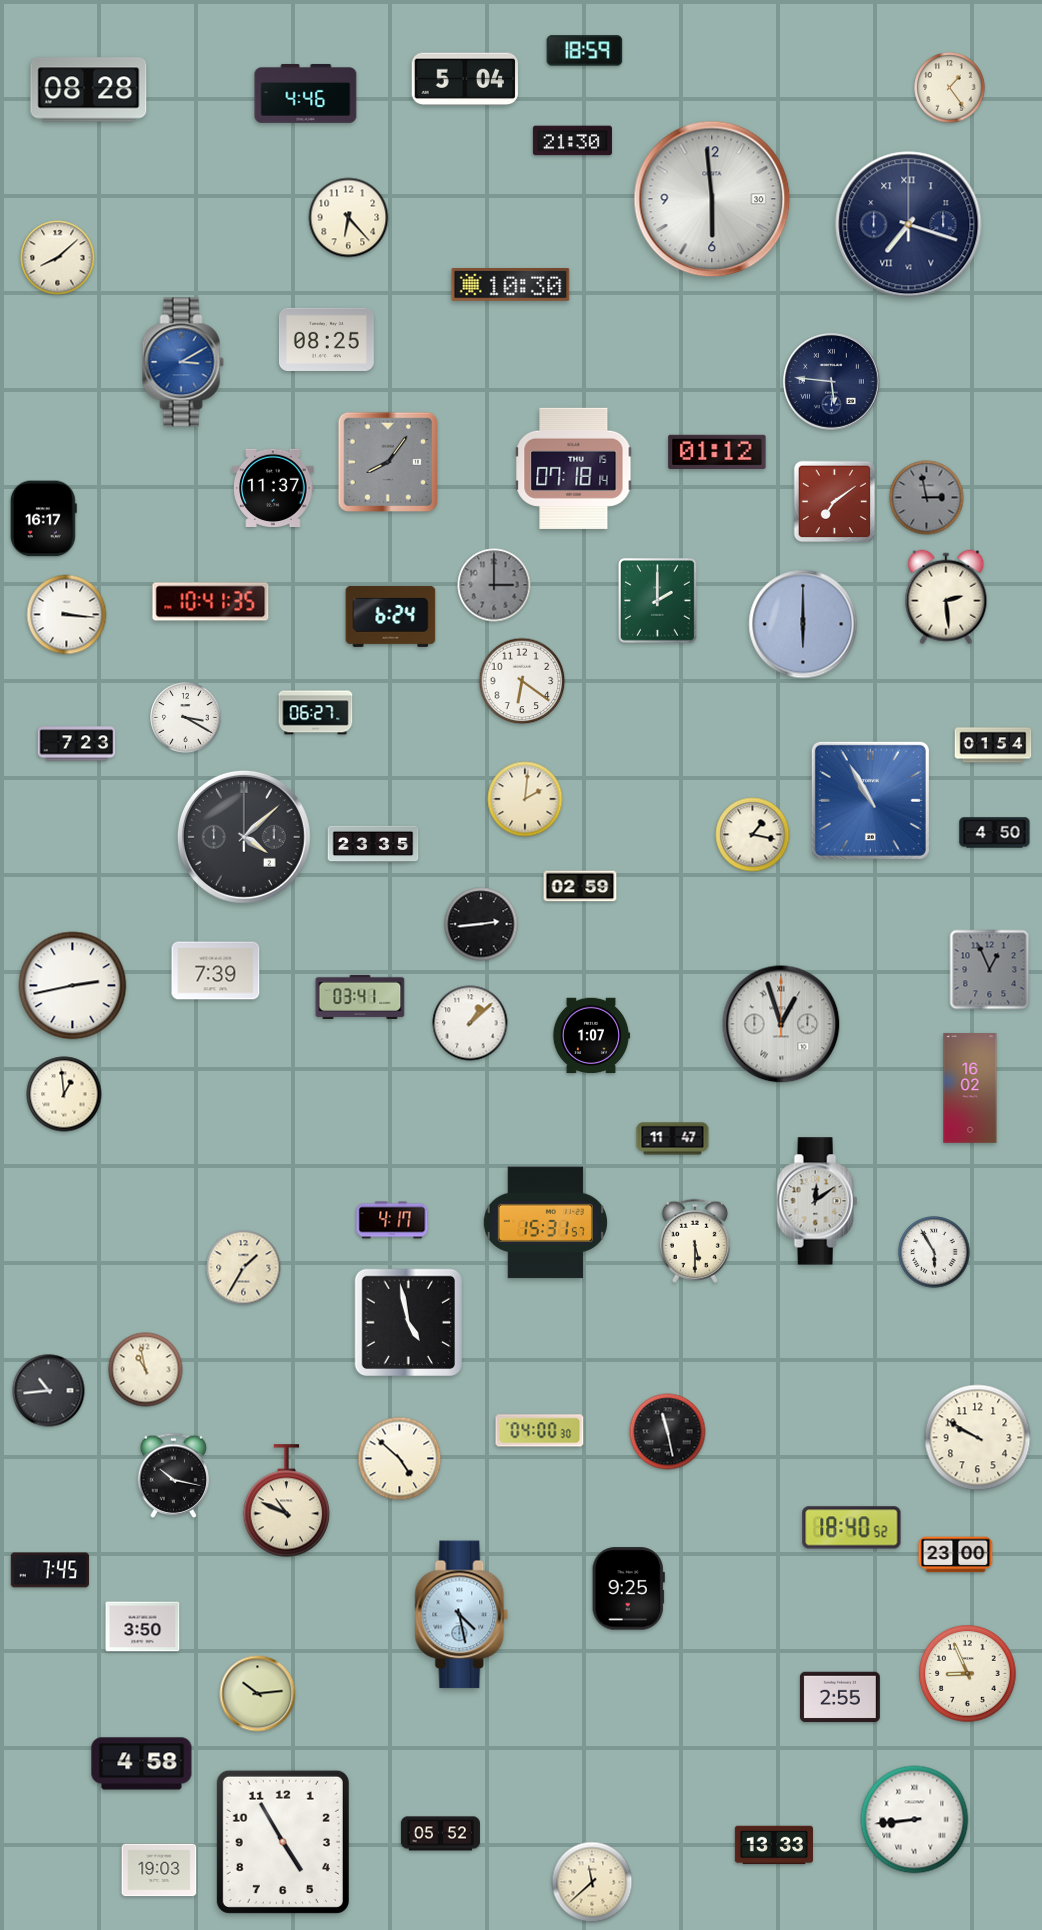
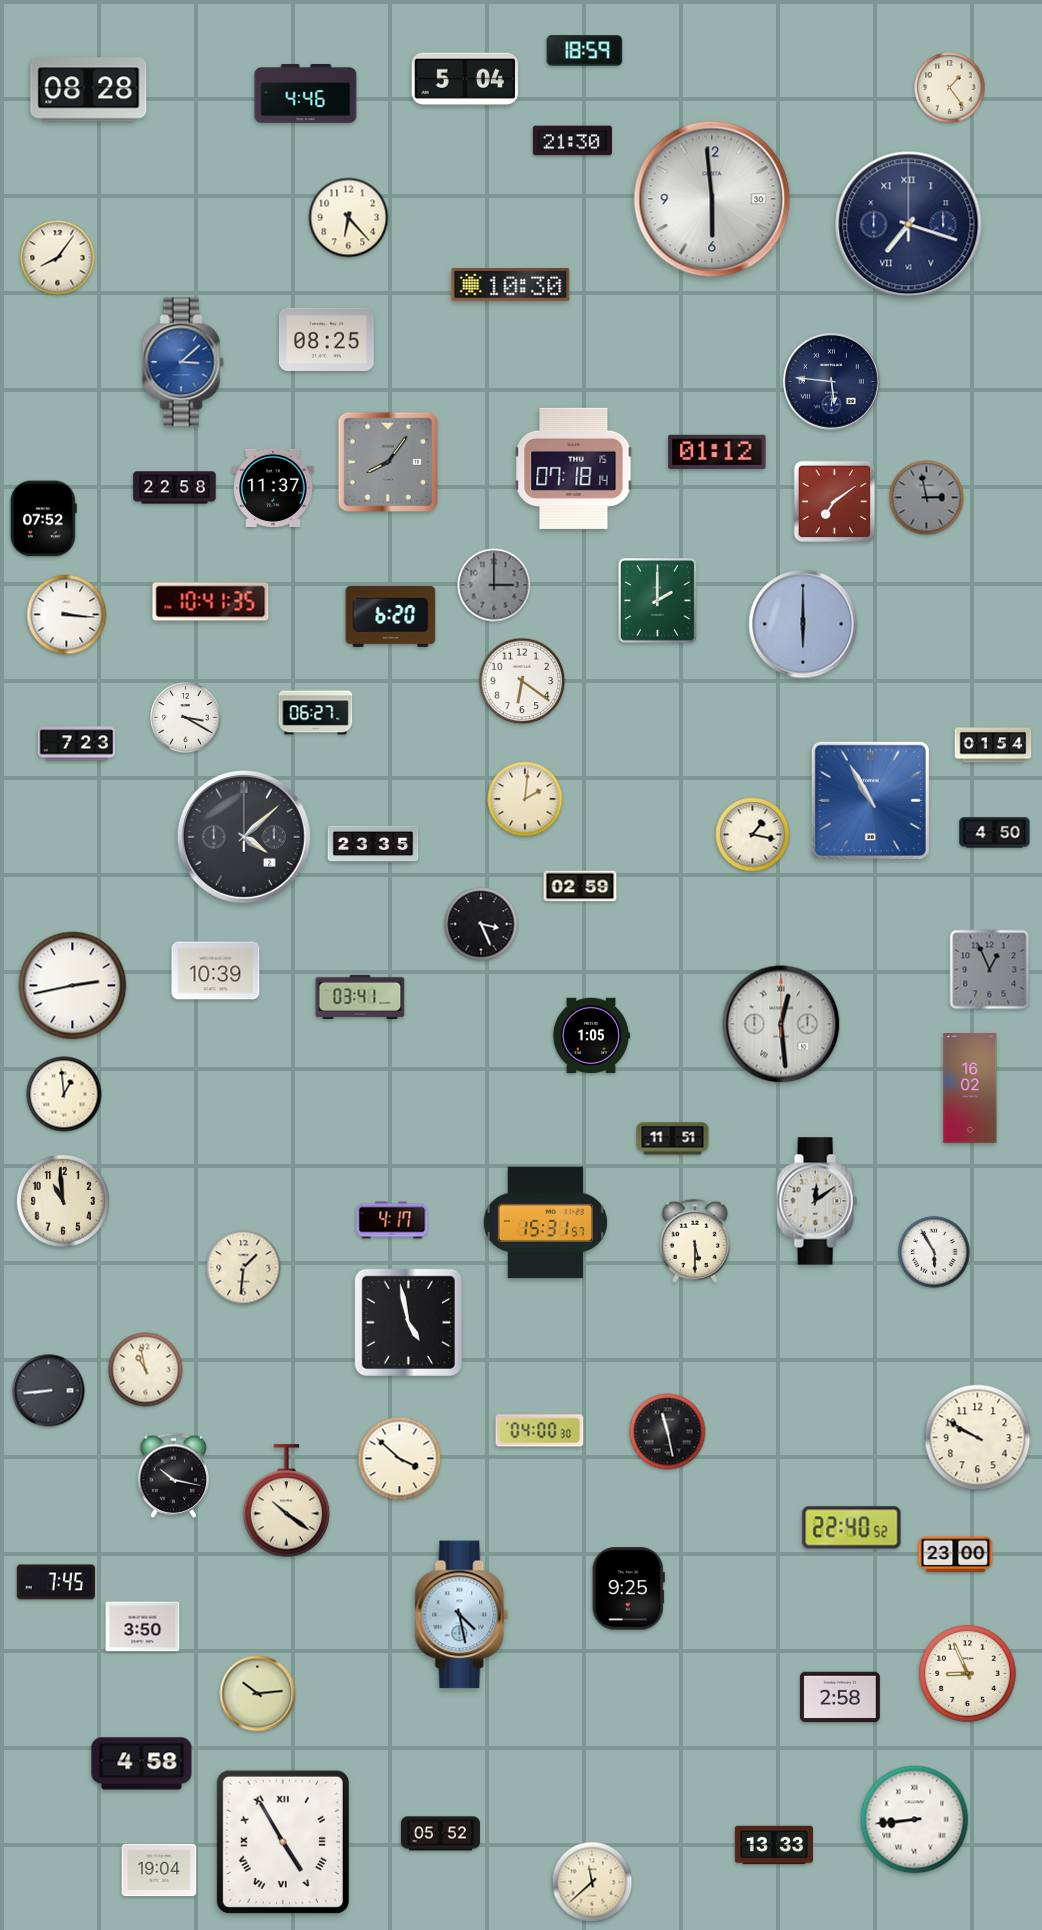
clock at (58, 258): 8:08 -> 8:06
clock at (183, 362): 3:10 -> 3:08
clock at (175, 488): none -> 22:58
clock at (43, 519): 16:17 -> 07:52
clock at (946, 597): 2:29 -> none
clock at (391, 616): 6:24 -> 6:20
clock at (481, 924): 2:44 -> 3:26
clock at (216, 971): 7:39 -> 10:39
clock at (470, 1023): 1:08 -> none
clock at (781, 1024): 12:57 -> 12:29
clock at (591, 1036): 1:07 -> 1:05
clock at (673, 1139): 11:47 -> 11:51
clock at (63, 1201): none -> 10:59
clock at (244, 1268): 1:35 -> 1:31
clock at (49, 1391): 10:44 -> 8:44
clock at (400, 1459): 4:52 -> 3:52
clock at (287, 1501): 10:49 -> 10:21
clock at (852, 1528): 18:40 -> 22:40
clock at (50, 1570) position: (50, 1570) -> (56, 1582)
clock at (840, 1697): 2:55 -> 2:58
clock at (283, 1842) numerals: Arabic -> Roman
clock at (159, 1870): 19:03 -> 19:04
